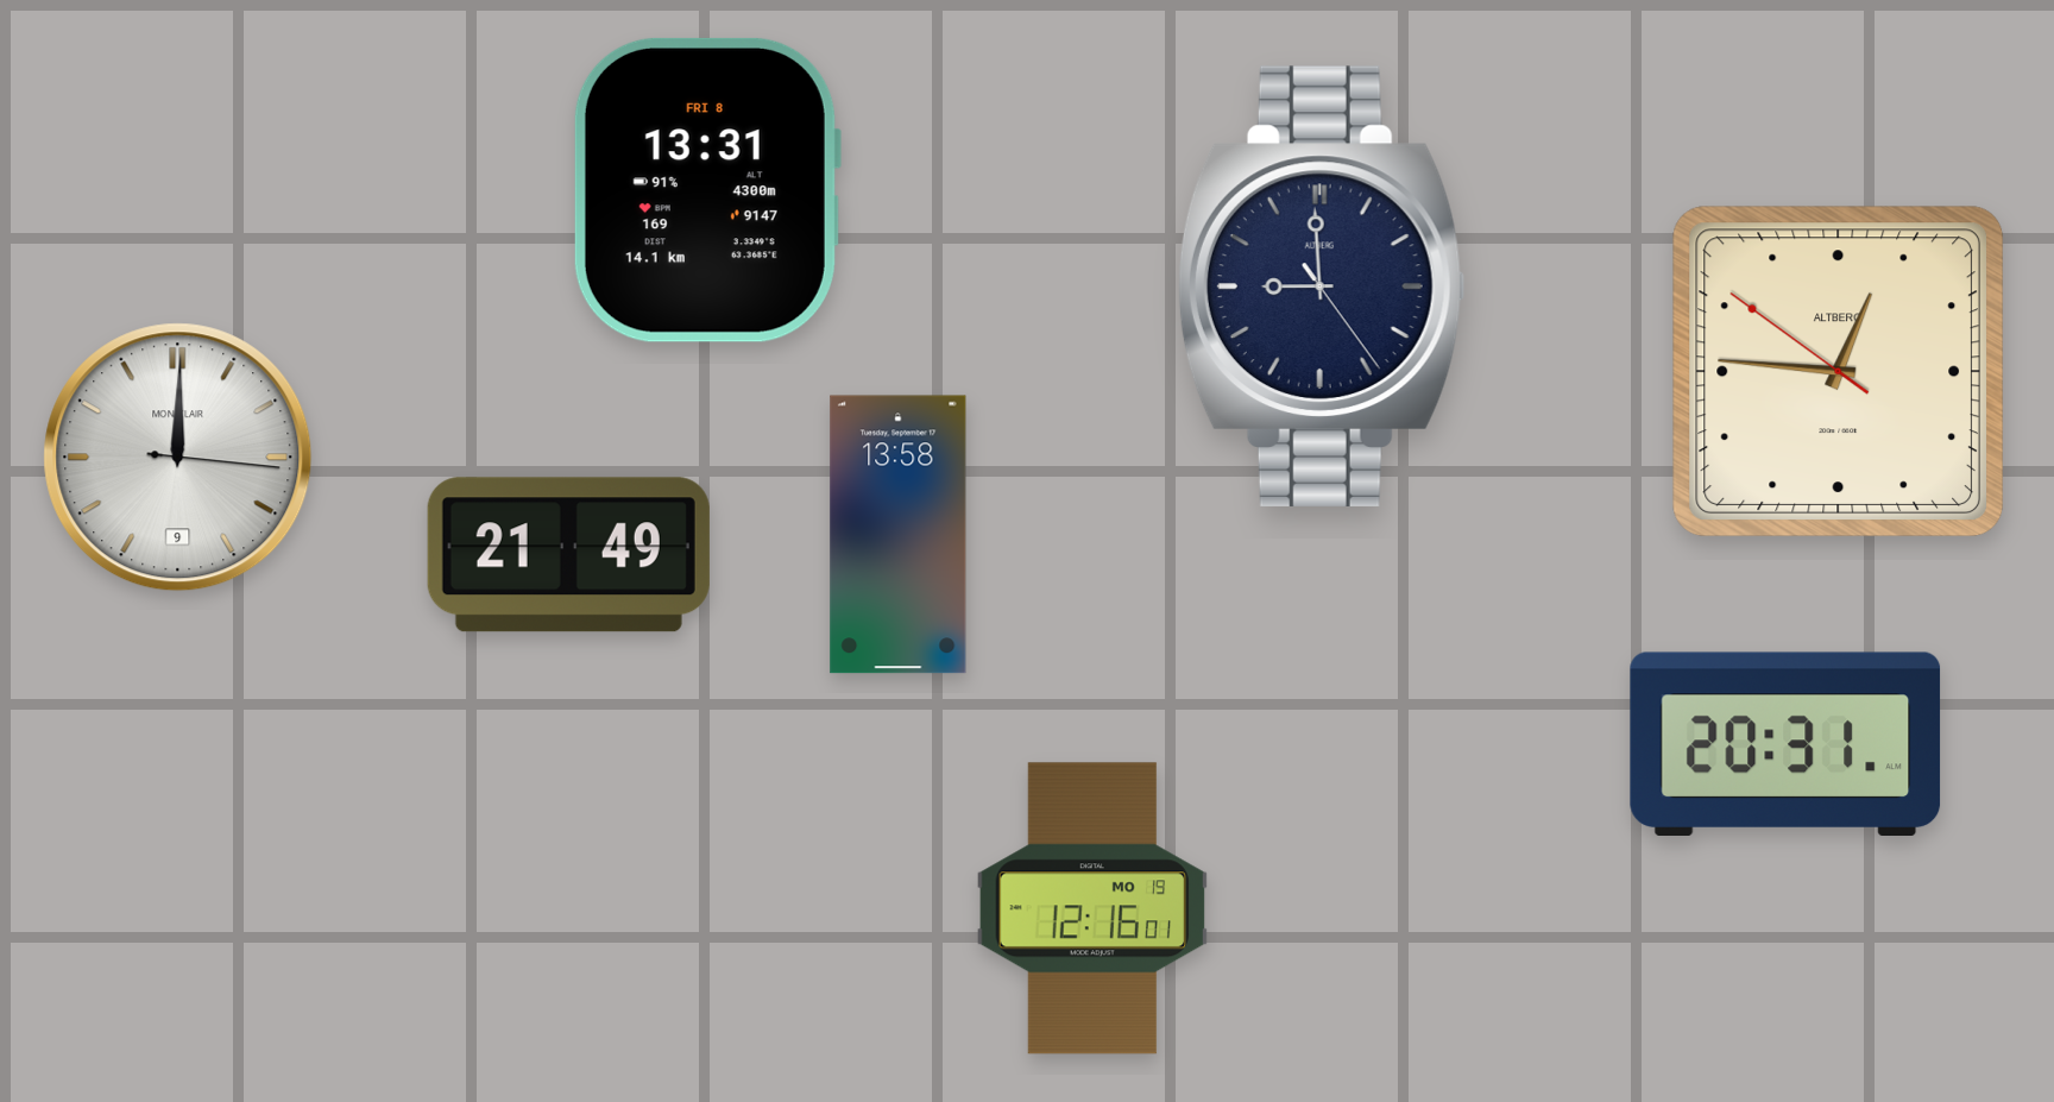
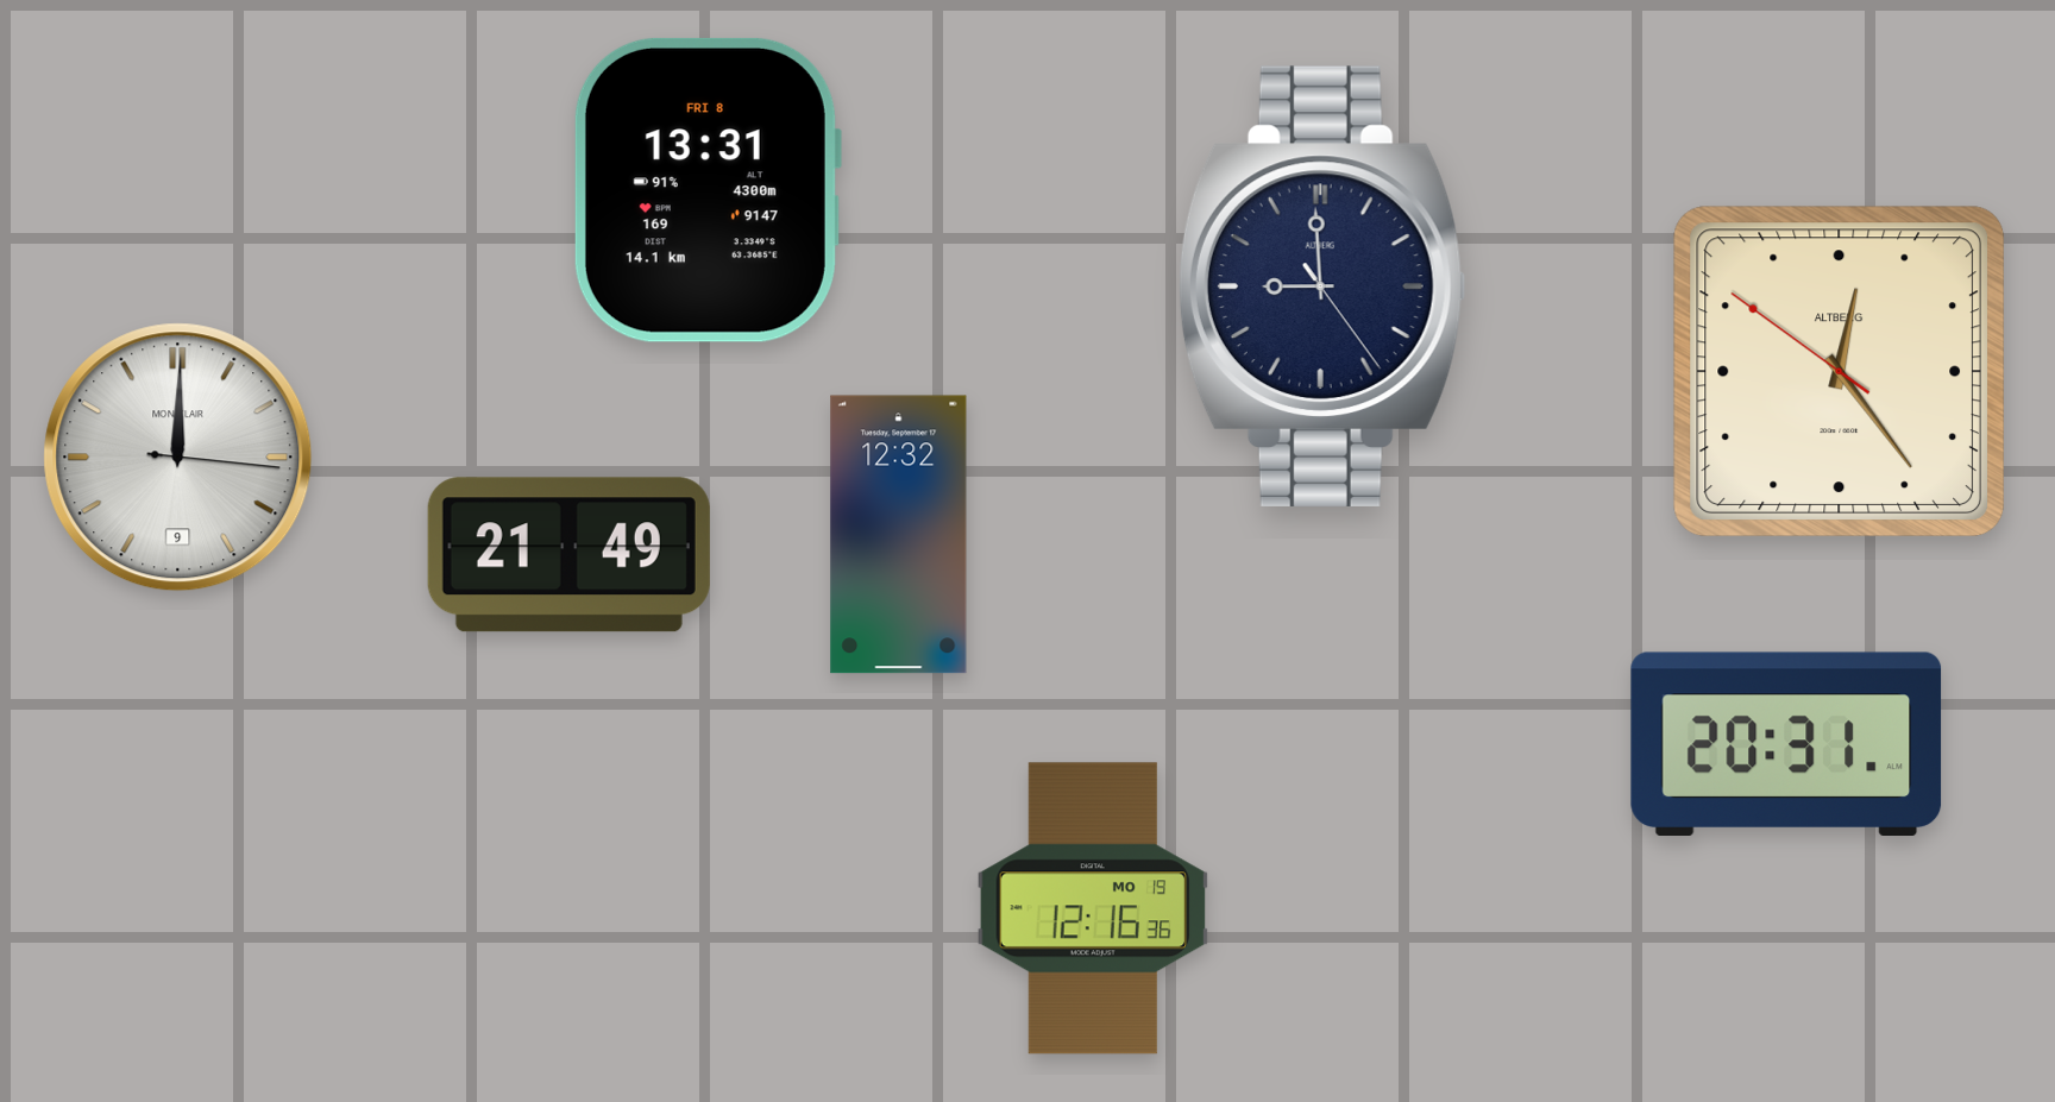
clock at (1839, 372): 12:45 -> 12:23
clock at (899, 535): 13:58 -> 12:32
clock at (1091, 908): 12:16:01 -> 12:16:36
